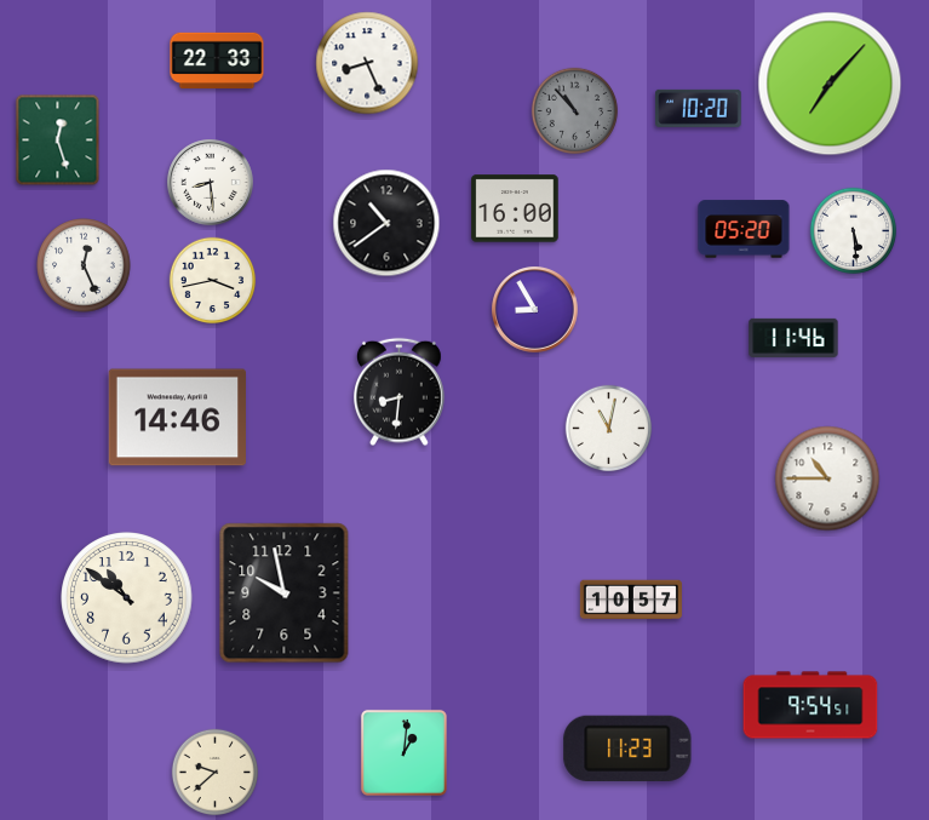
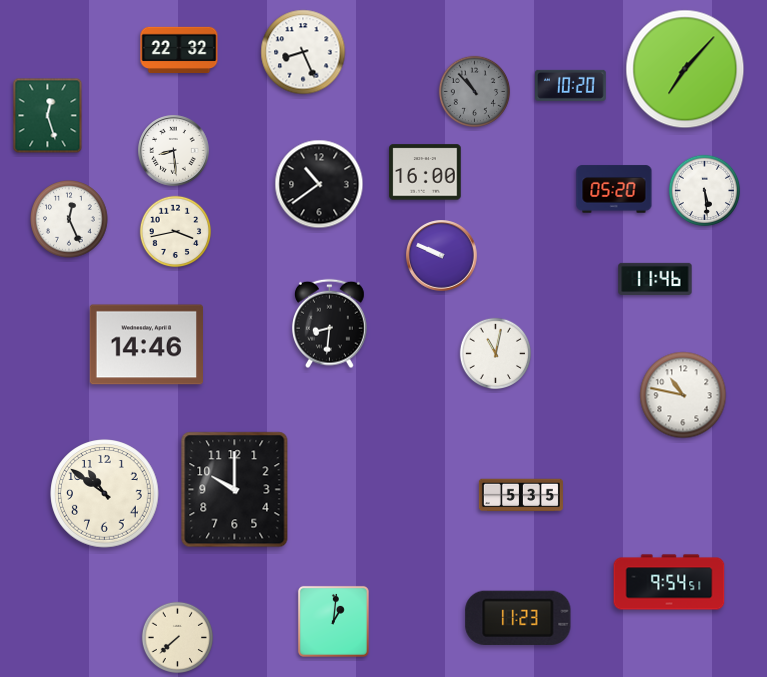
clock at (217, 59): 22:33 -> 22:32
clock at (699, 108) position: (699, 108) -> (571, 85)
clock at (535, 310): 8:55 -> 9:49
clock at (609, 429) position: (609, 429) -> (496, 354)
clock at (827, 478): 10:45 -> 10:47
clock at (285, 594): 9:58 -> 10:00
clock at (631, 600): 10:57 -> 5:35
clock at (216, 773): 9:38 -> 7:38
